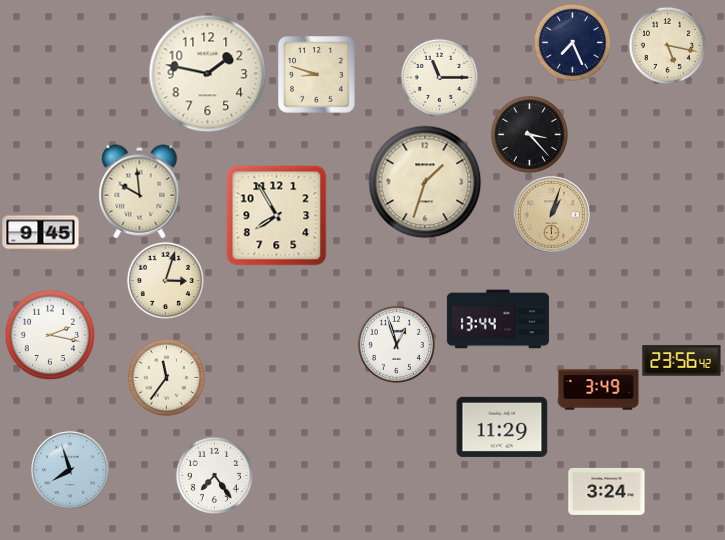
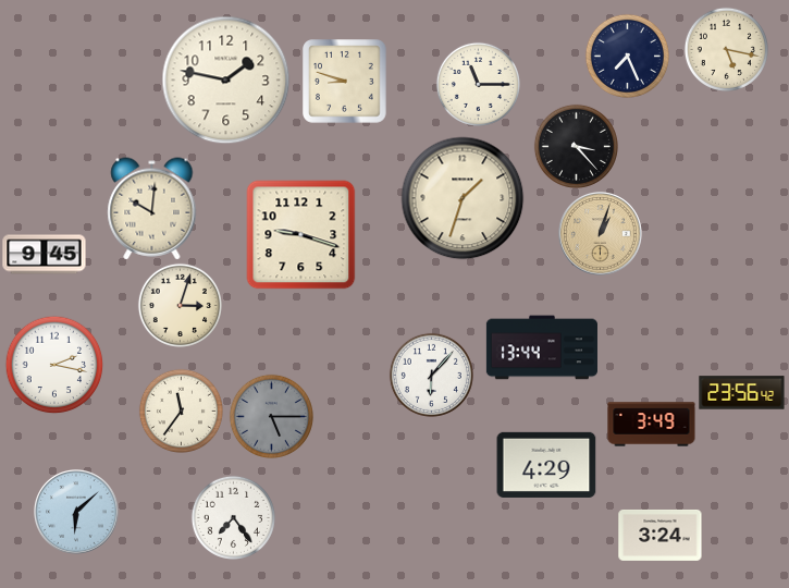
clock at (572, 42) position: (572, 42) -> (627, 56)
clock at (140, 192): 9:59 -> 10:01
clock at (277, 216): 7:55 -> 9:18
clock at (396, 344): 12:57 -> 6:07
clock at (271, 416): none -> 5:15
clock at (502, 427): 11:29 -> 4:29
clock at (71, 471): 7:57 -> 6:08
